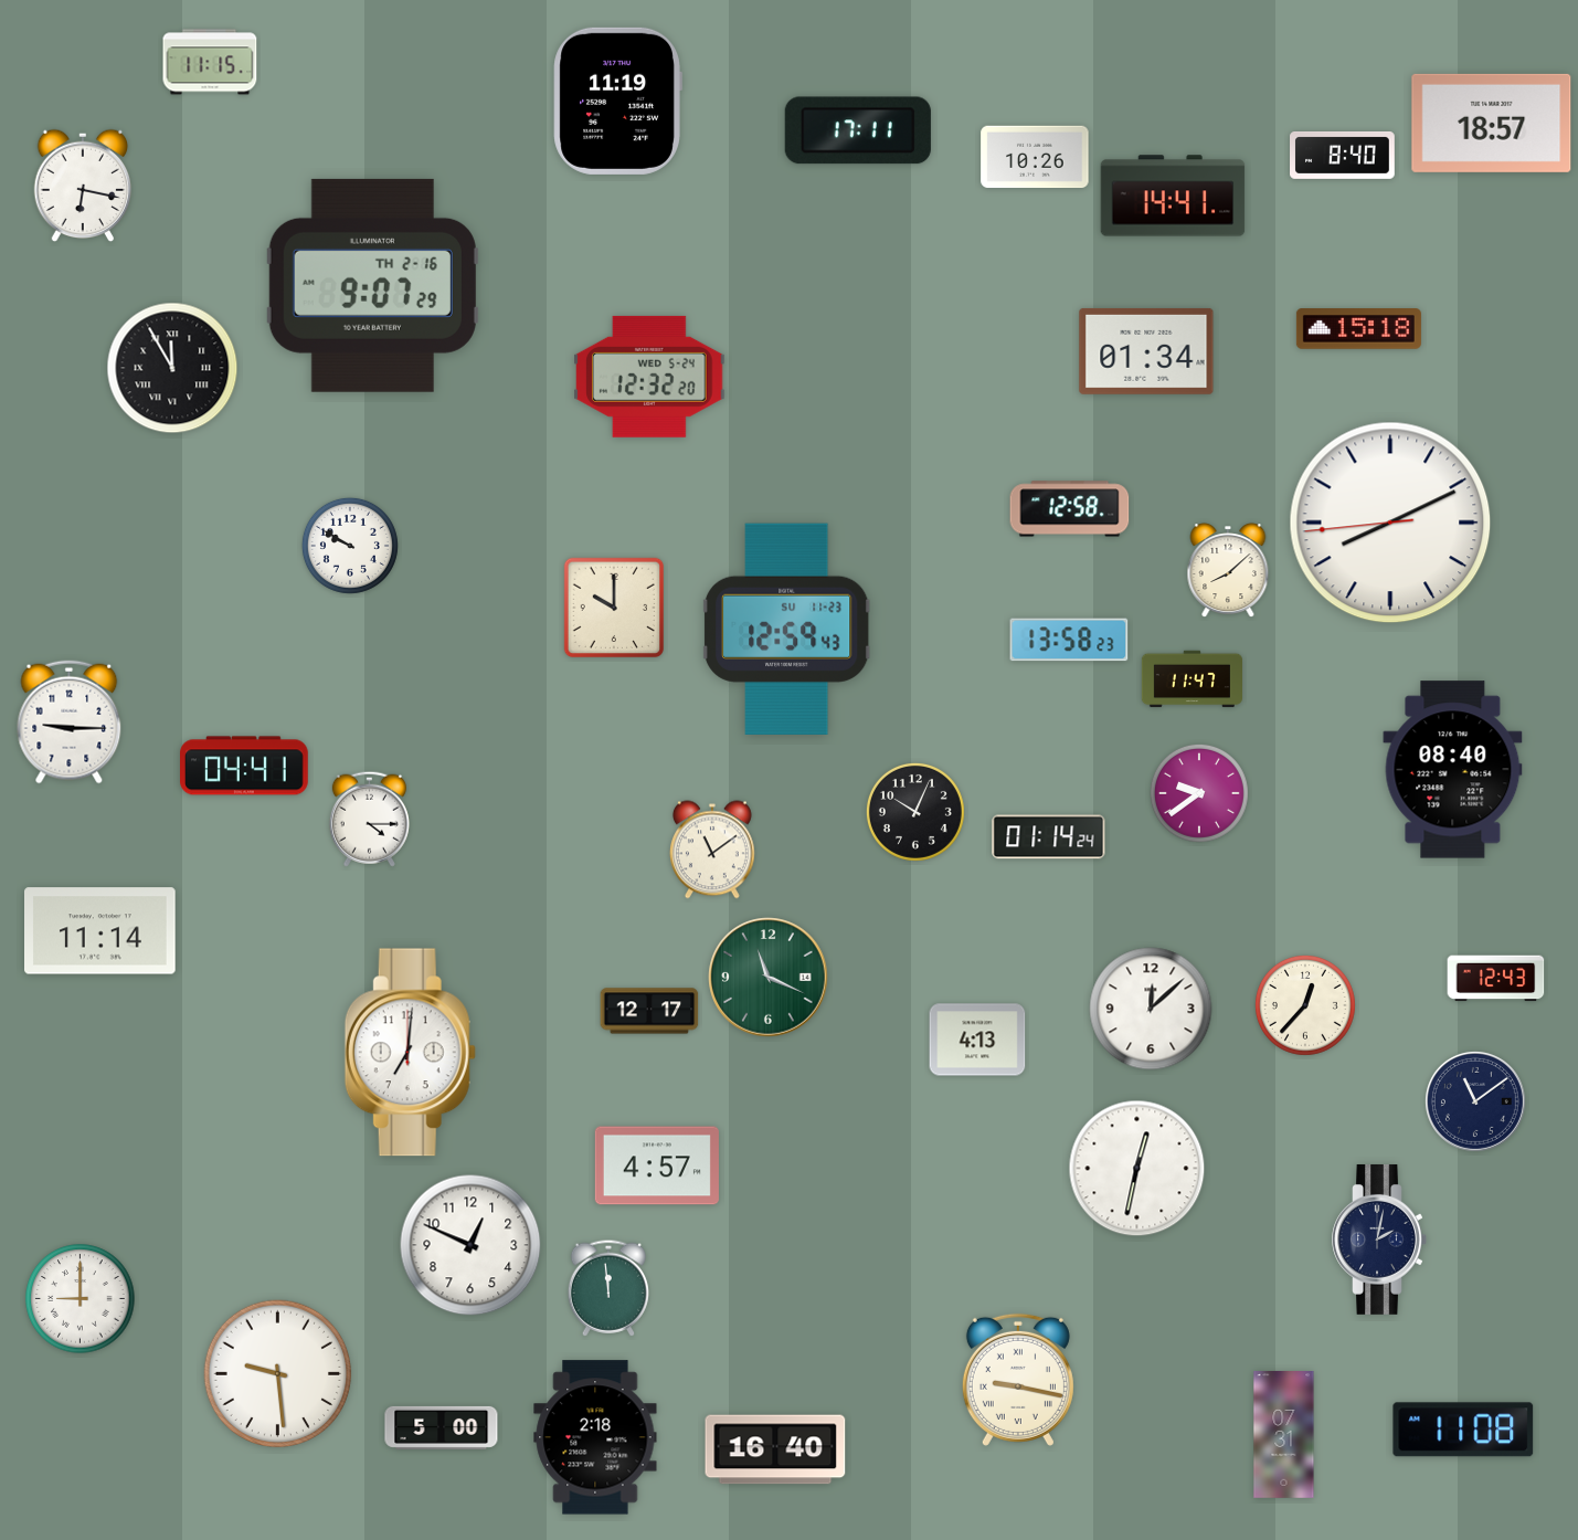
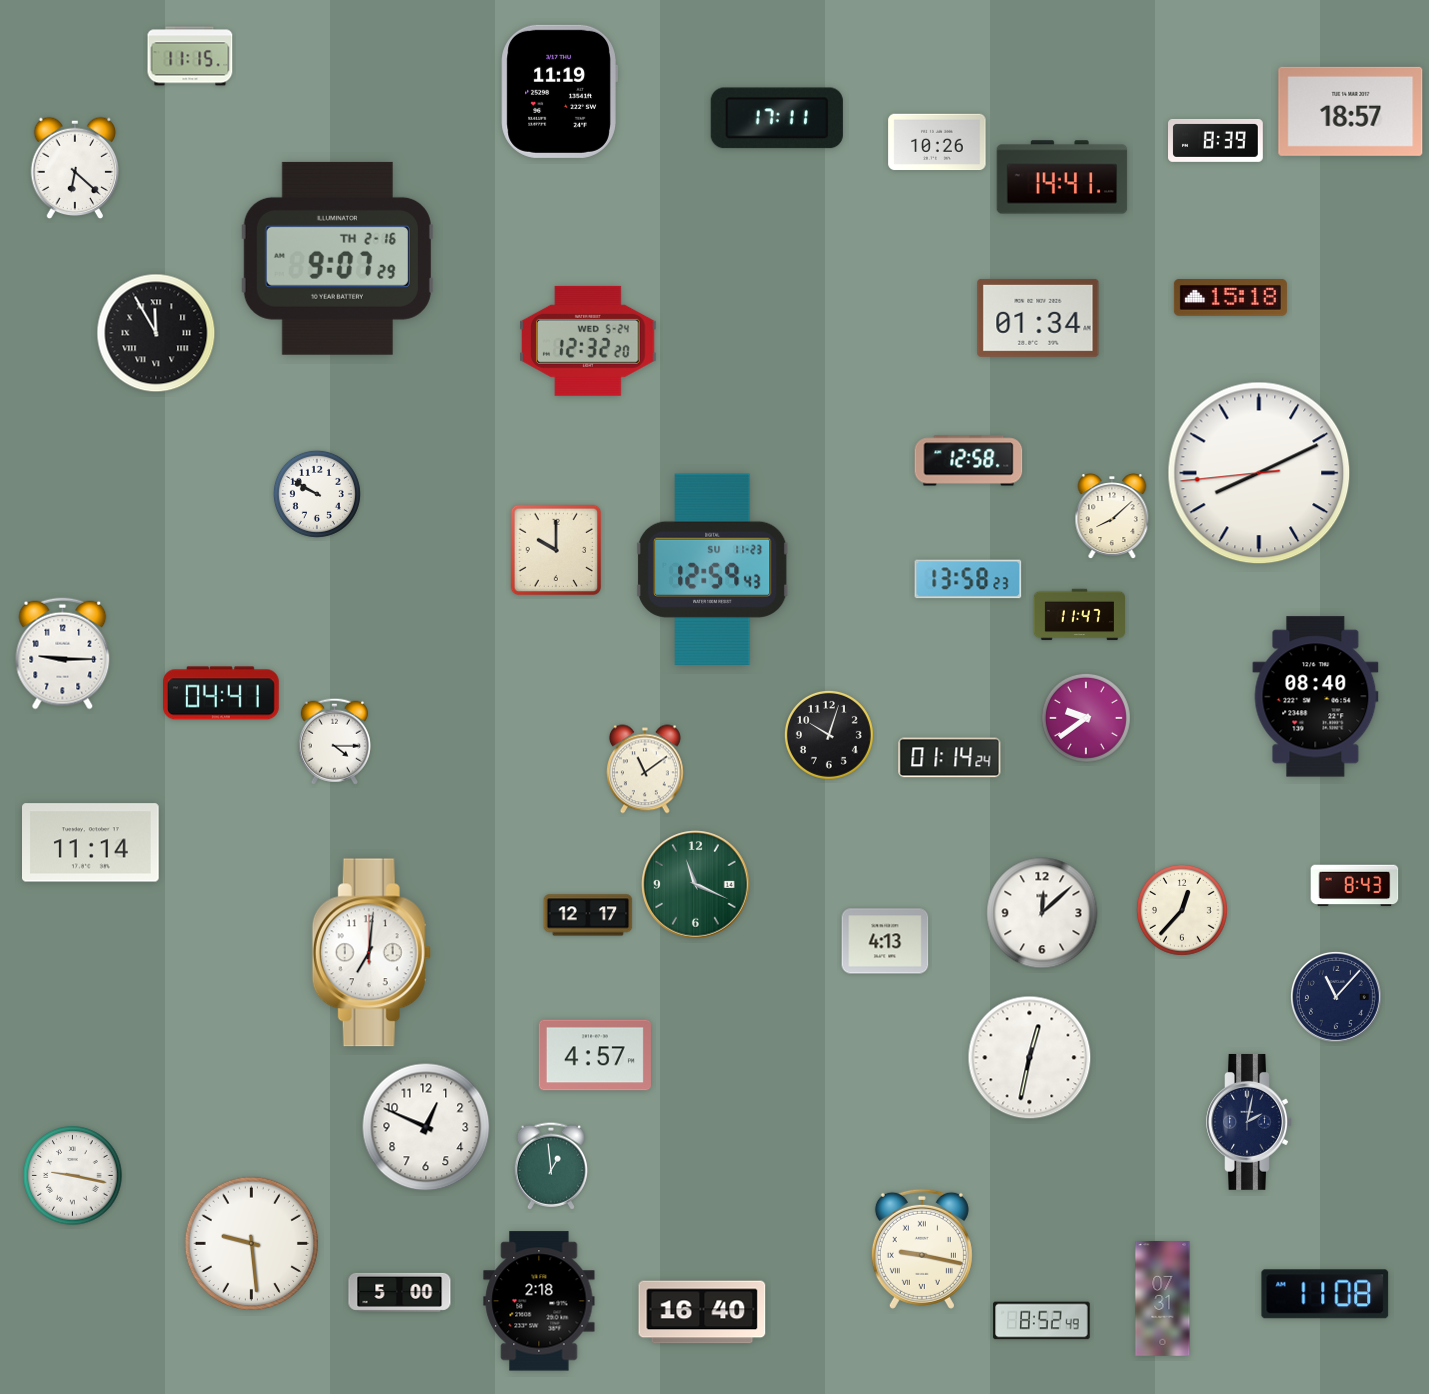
clock at (1343, 155): 8:40 -> 8:39
clock at (83, 186): 6:17 -> 6:22
clock at (915, 812): 10:04 -> 10:03
clock at (1496, 979): 12:43 -> 8:43
clock at (1475, 1101): 11:09 -> 11:07
clock at (607, 1288): 11:59 -> 12:59
clock at (81, 1299): 9:00 -> 9:17
clock at (1042, 1321): none -> 8:52
